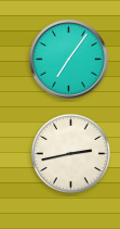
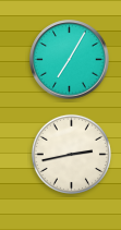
clock at (69, 60): 7:06 -> 7:05
